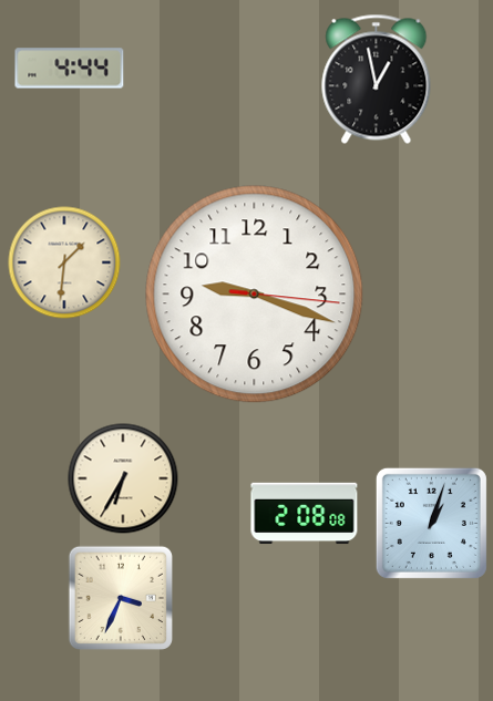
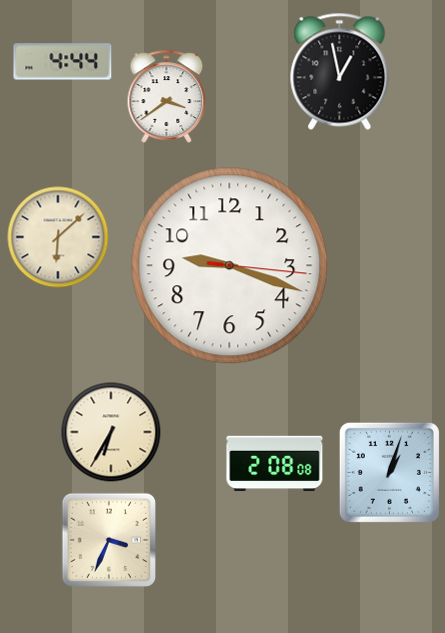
clock at (167, 96): none -> 3:39
clock at (64, 262): 1:31 -> 6:08
